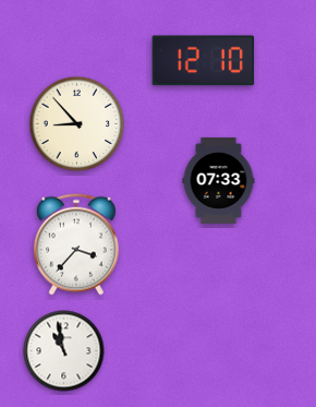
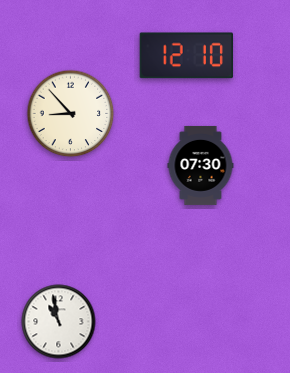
clock at (219, 180): 07:33 -> 07:30
clock at (77, 244): 3:37 -> none
